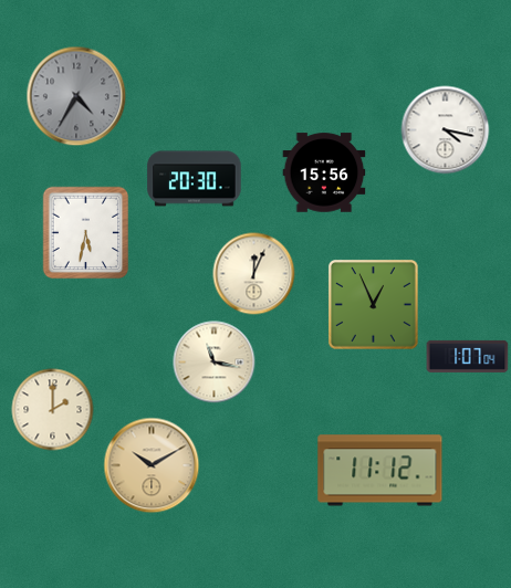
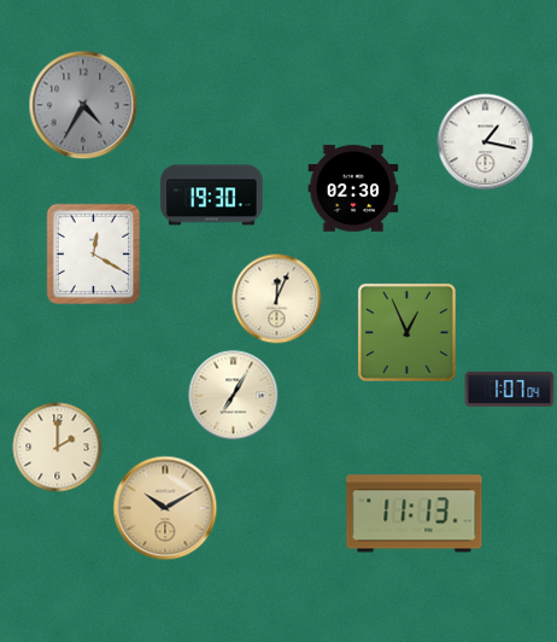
clock at (446, 130): 4:17 -> 1:17
clock at (324, 172): 15:56 -> 02:30
clock at (195, 179): 20:30 -> 19:30
clock at (86, 233): 5:32 -> 12:20
clock at (215, 363): 11:17 -> 7:05
clock at (380, 471): 11:12 -> 11:13
